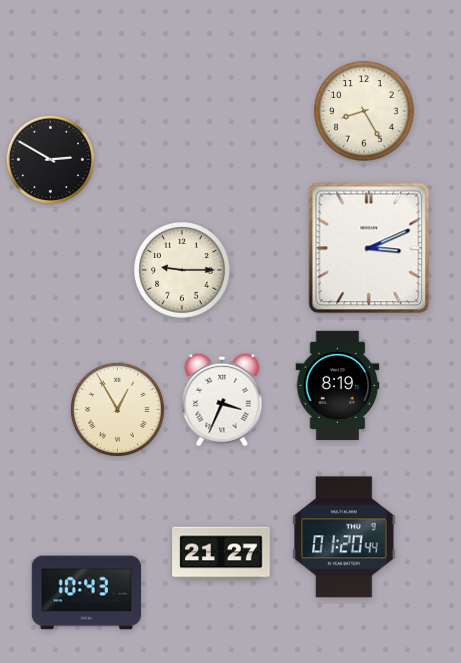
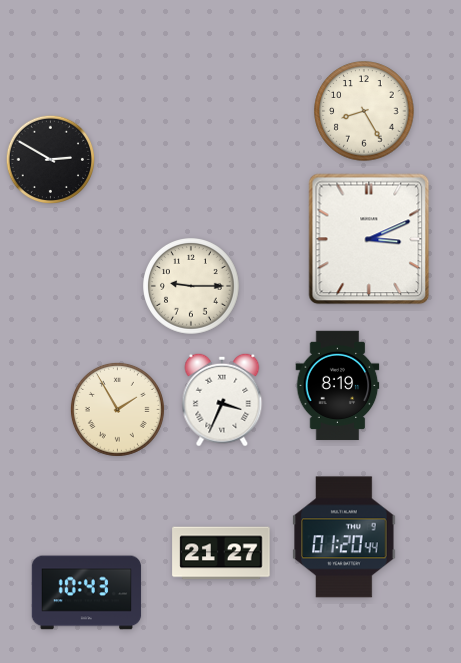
clock at (369, 248) position: (369, 248) -> (369, 239)
clock at (183, 271) position: (183, 271) -> (192, 287)
clock at (117, 409): 12:55 -> 1:55
